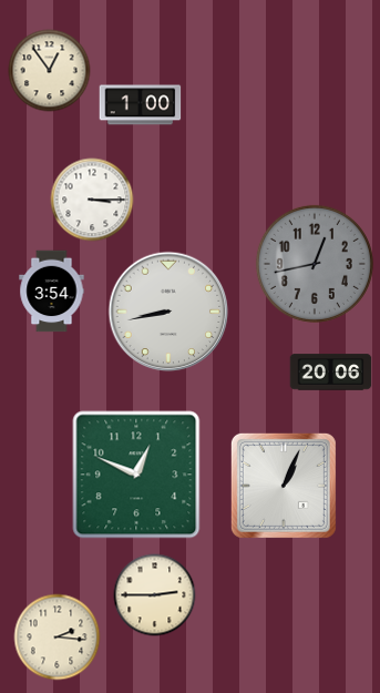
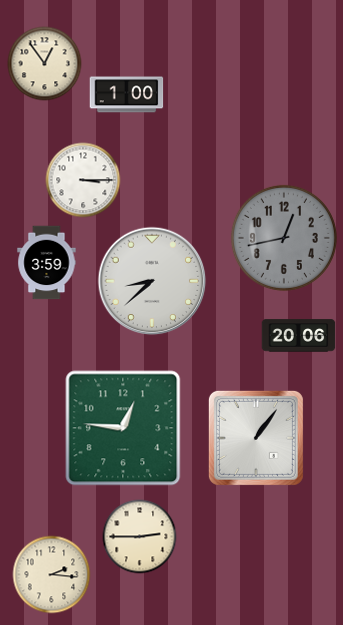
clock at (52, 292): 3:54 -> 3:59
clock at (168, 312): 8:43 -> 8:38
clock at (136, 475): 12:49 -> 12:46
clock at (284, 486): 1:04 -> 1:06
